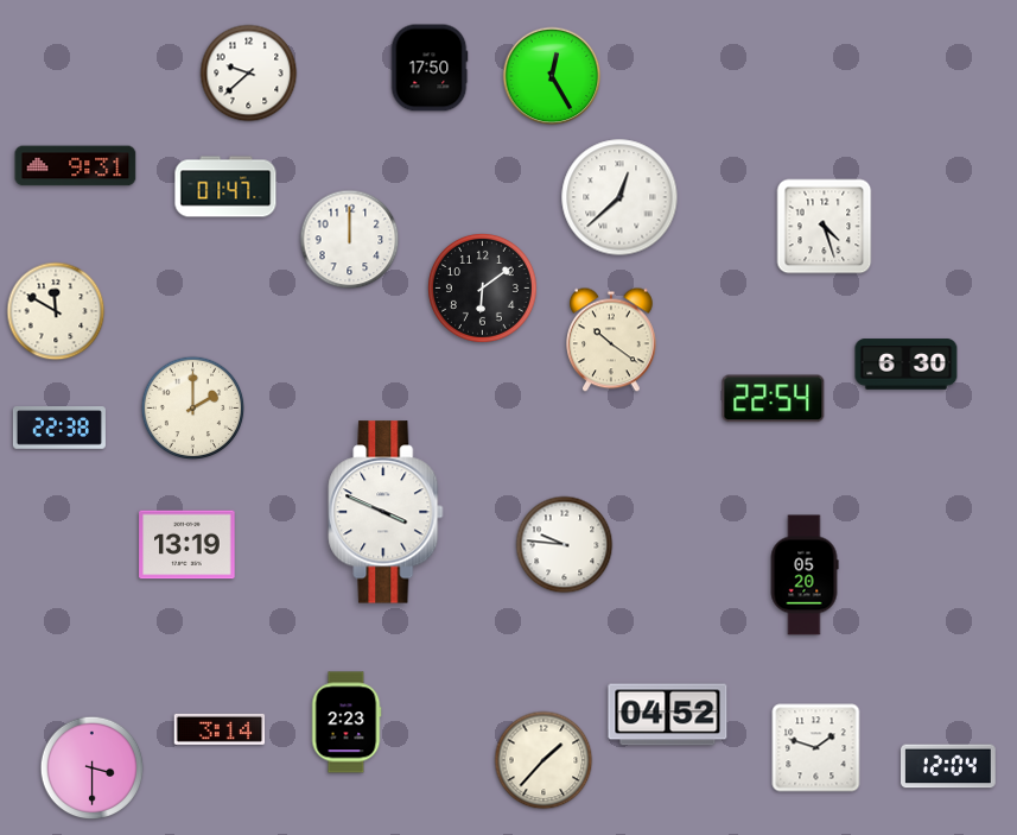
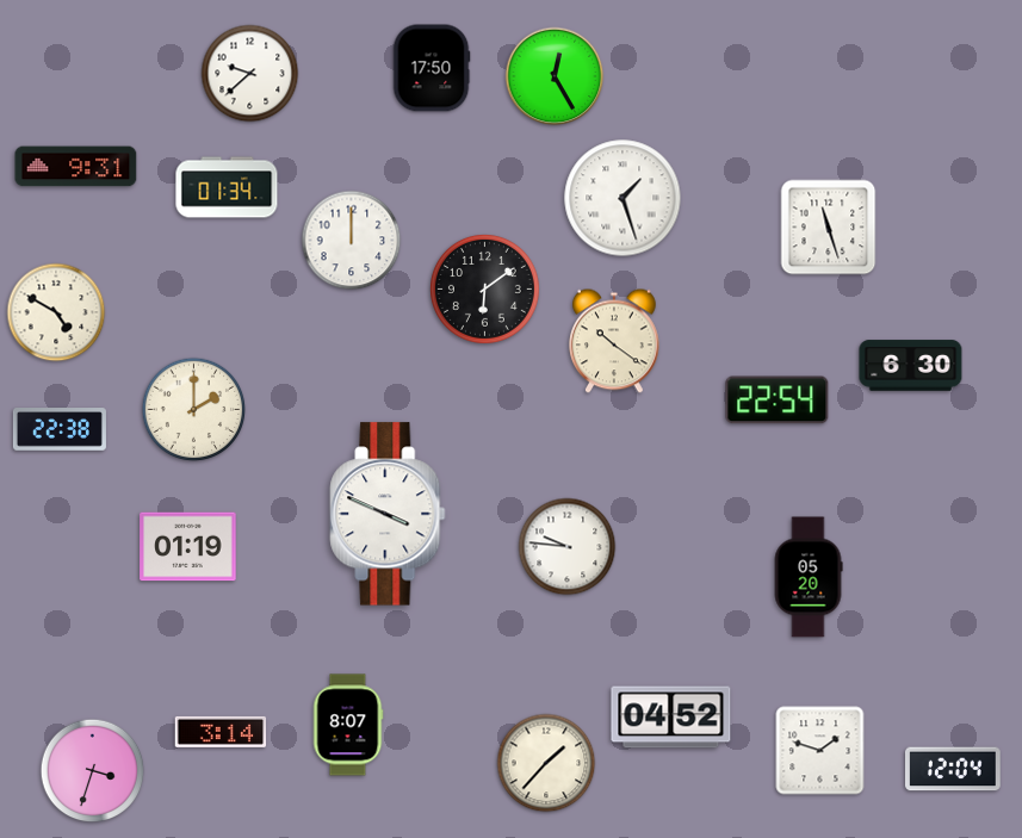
clock at (225, 186): 01:47 -> 01:34
clock at (619, 197): 12:38 -> 1:27
clock at (825, 227): 4:27 -> 11:27
clock at (56, 311): 11:50 -> 4:50
clock at (187, 545): 13:19 -> 01:19
clock at (347, 722): 2:23 -> 8:07
clock at (93, 768): 3:30 -> 3:33
